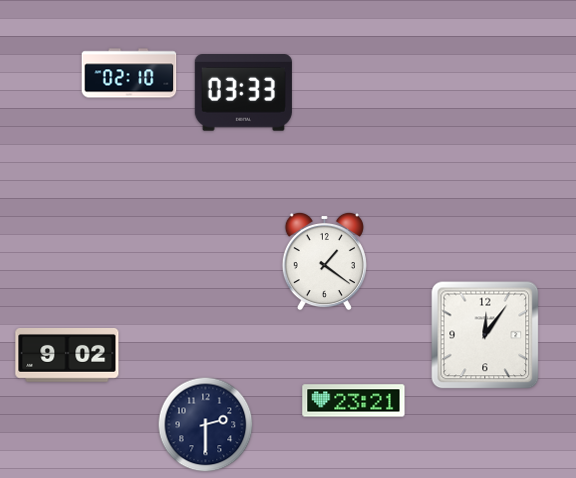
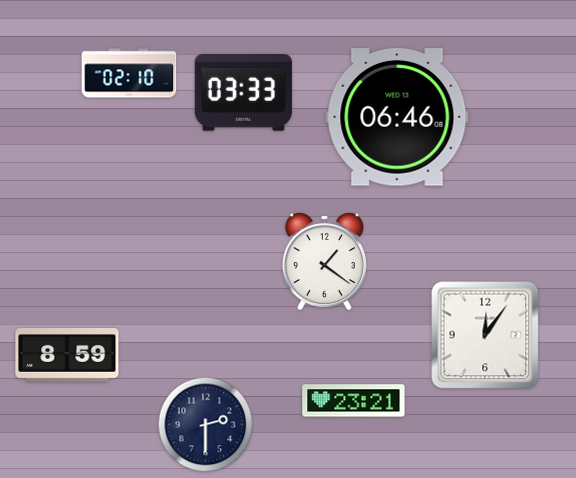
clock at (397, 117): none -> 06:46
clock at (67, 355): 9:02 -> 8:59
